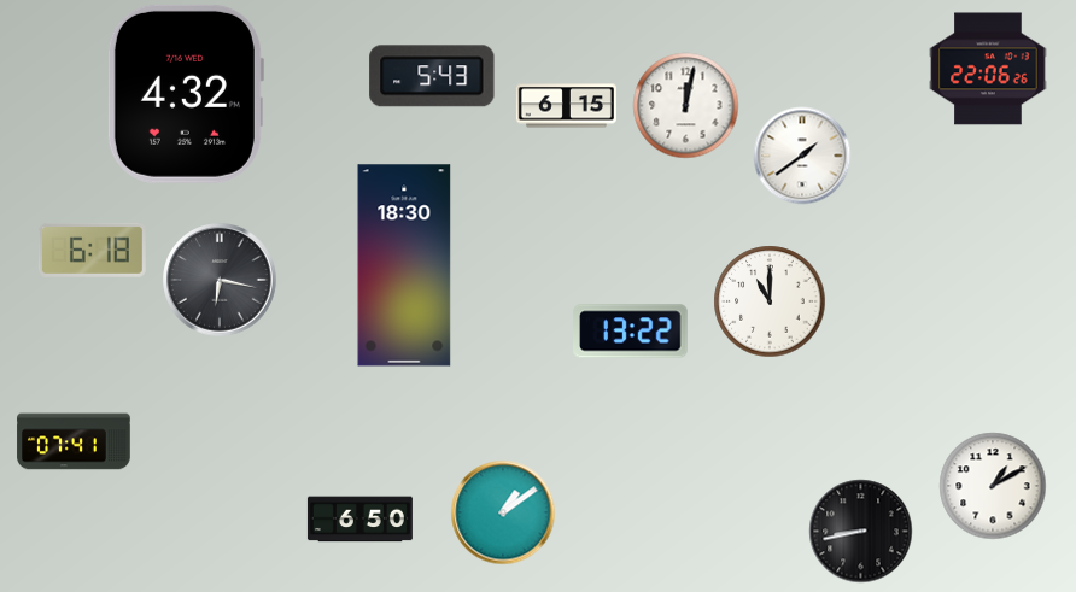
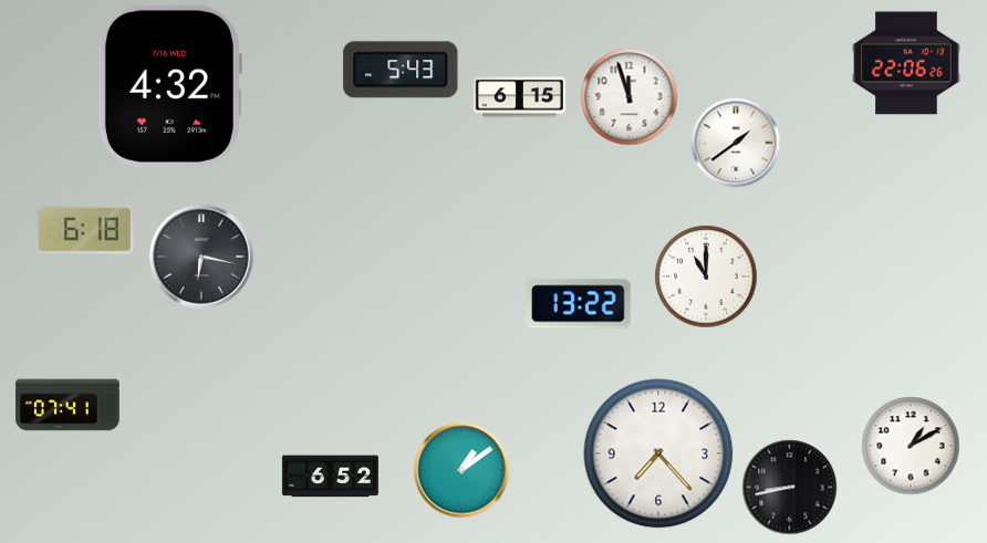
clock at (432, 76) position: (432, 76) -> (401, 70)
clock at (685, 105): 12:02 -> 11:57
clock at (404, 265): 18:30 -> none
clock at (658, 453): none -> 7:23
clock at (359, 520): 6:50 -> 6:52
